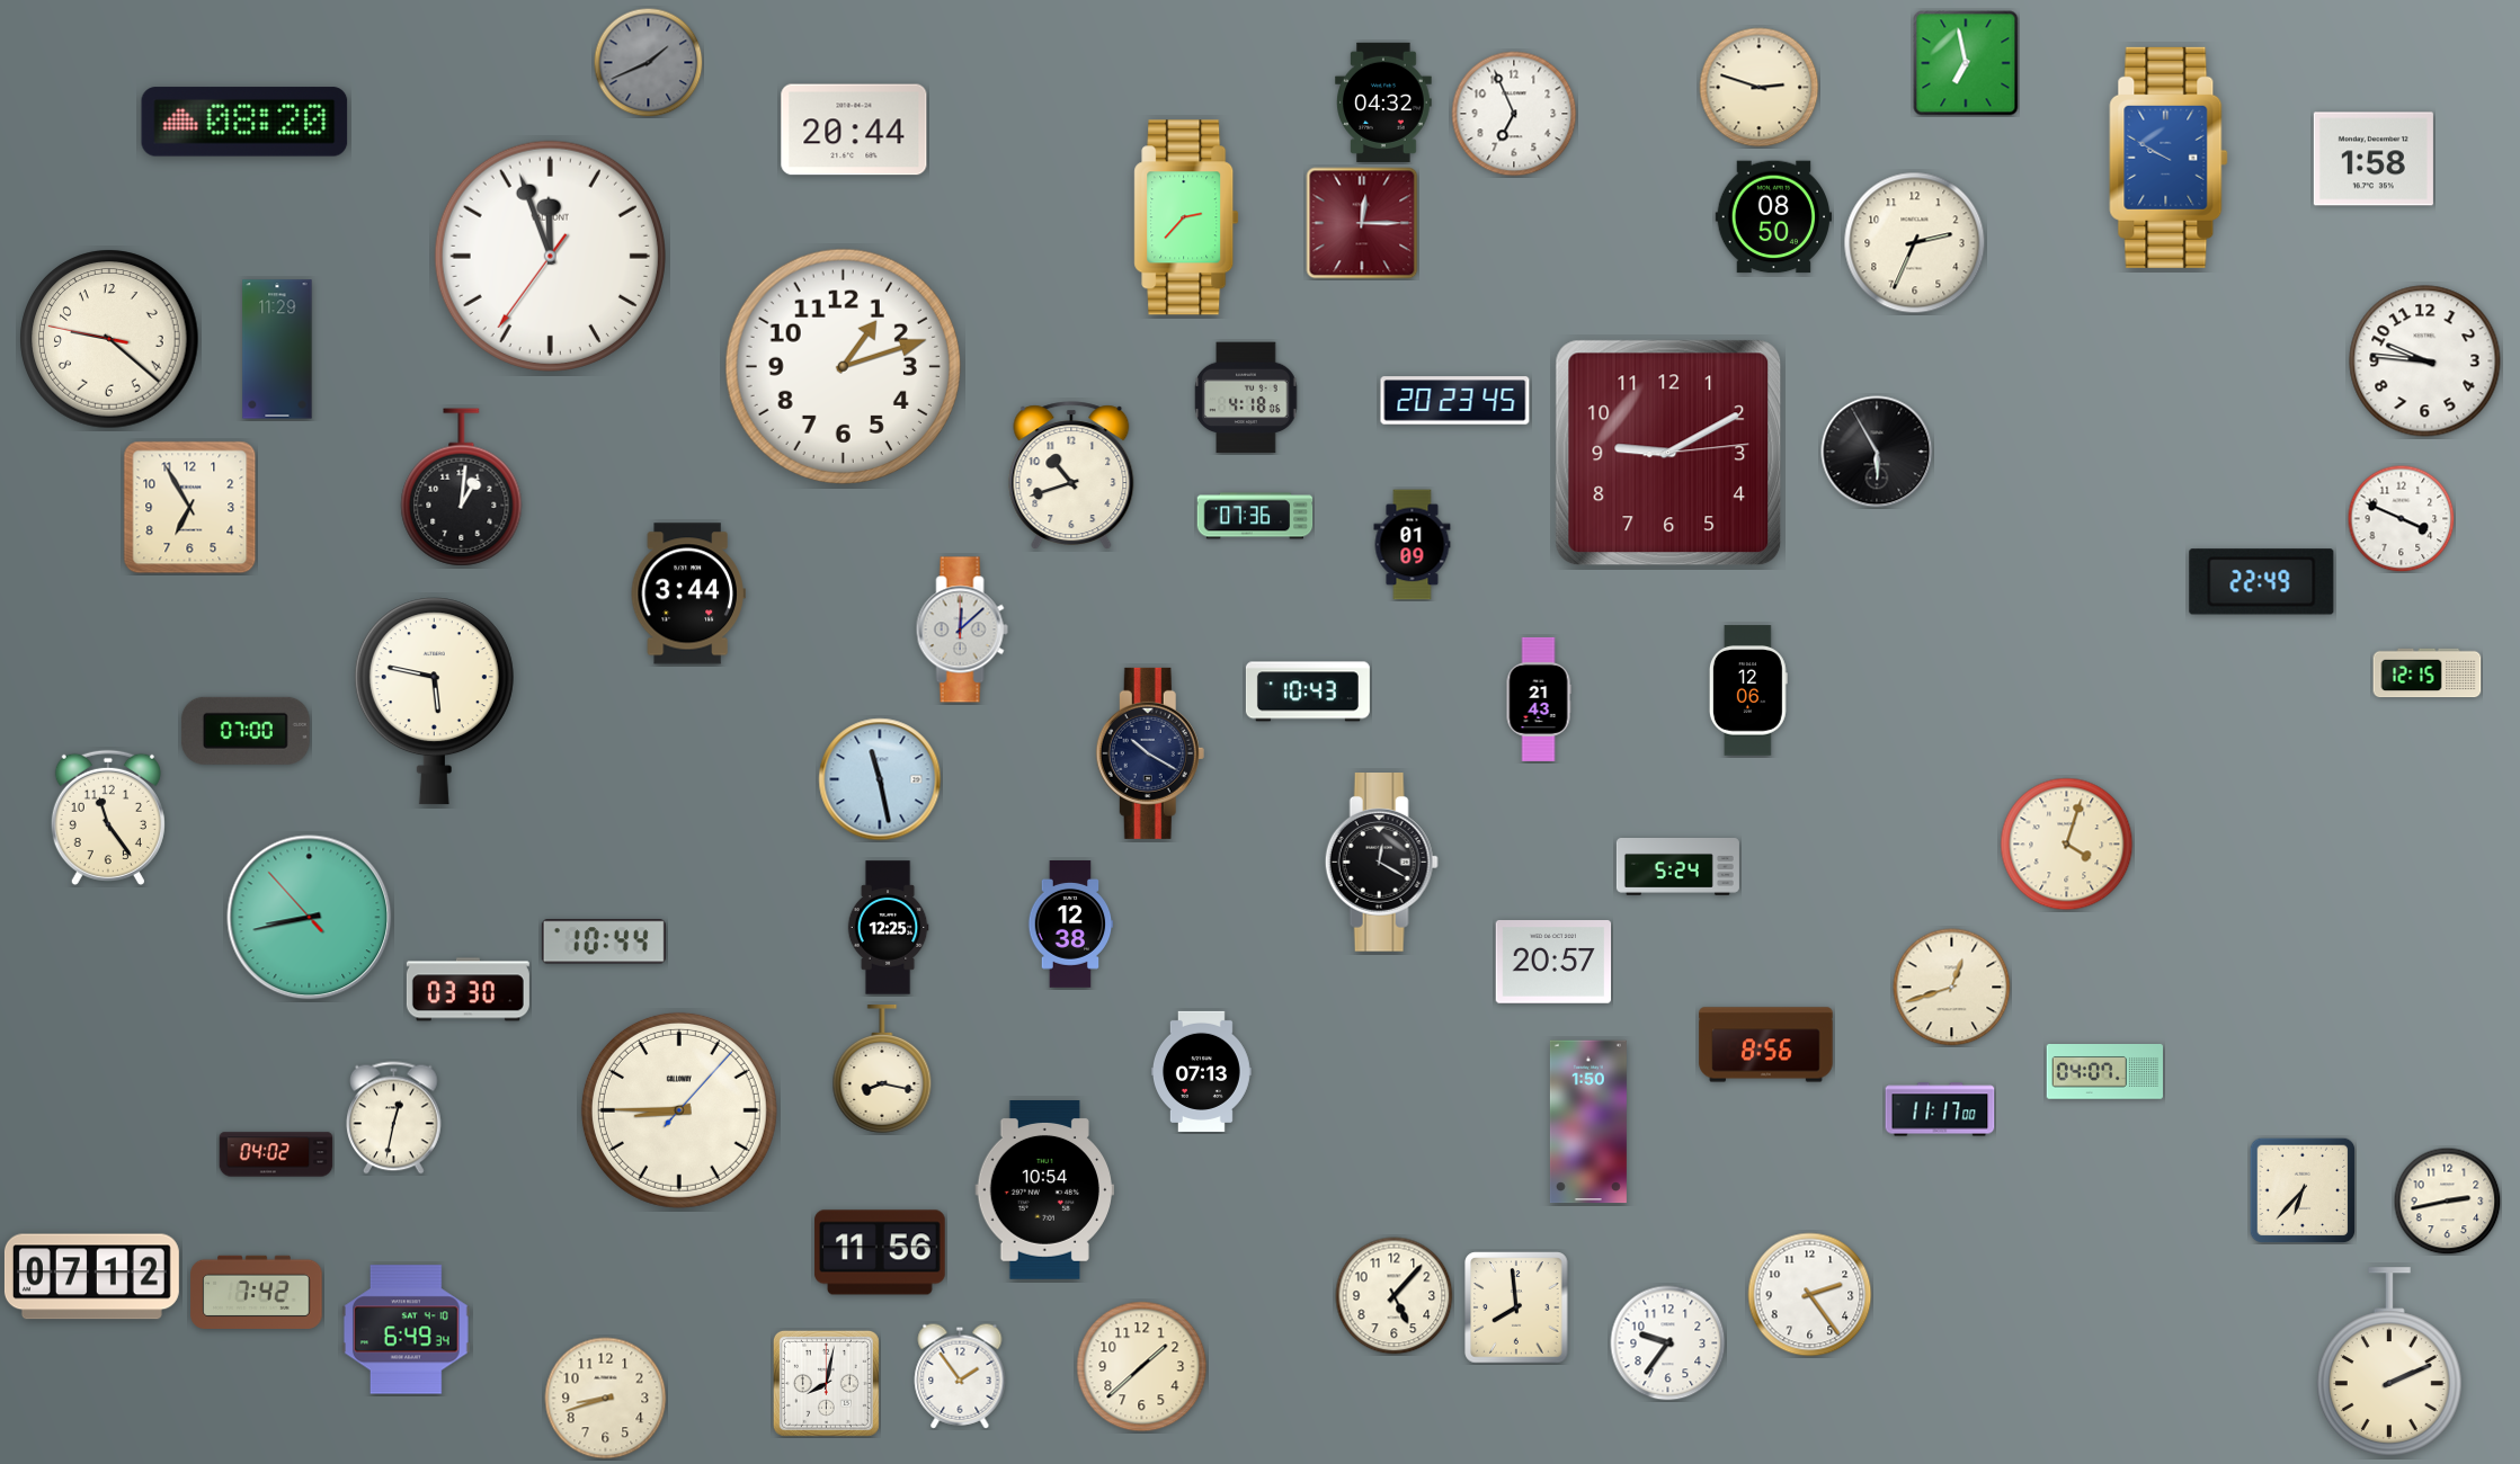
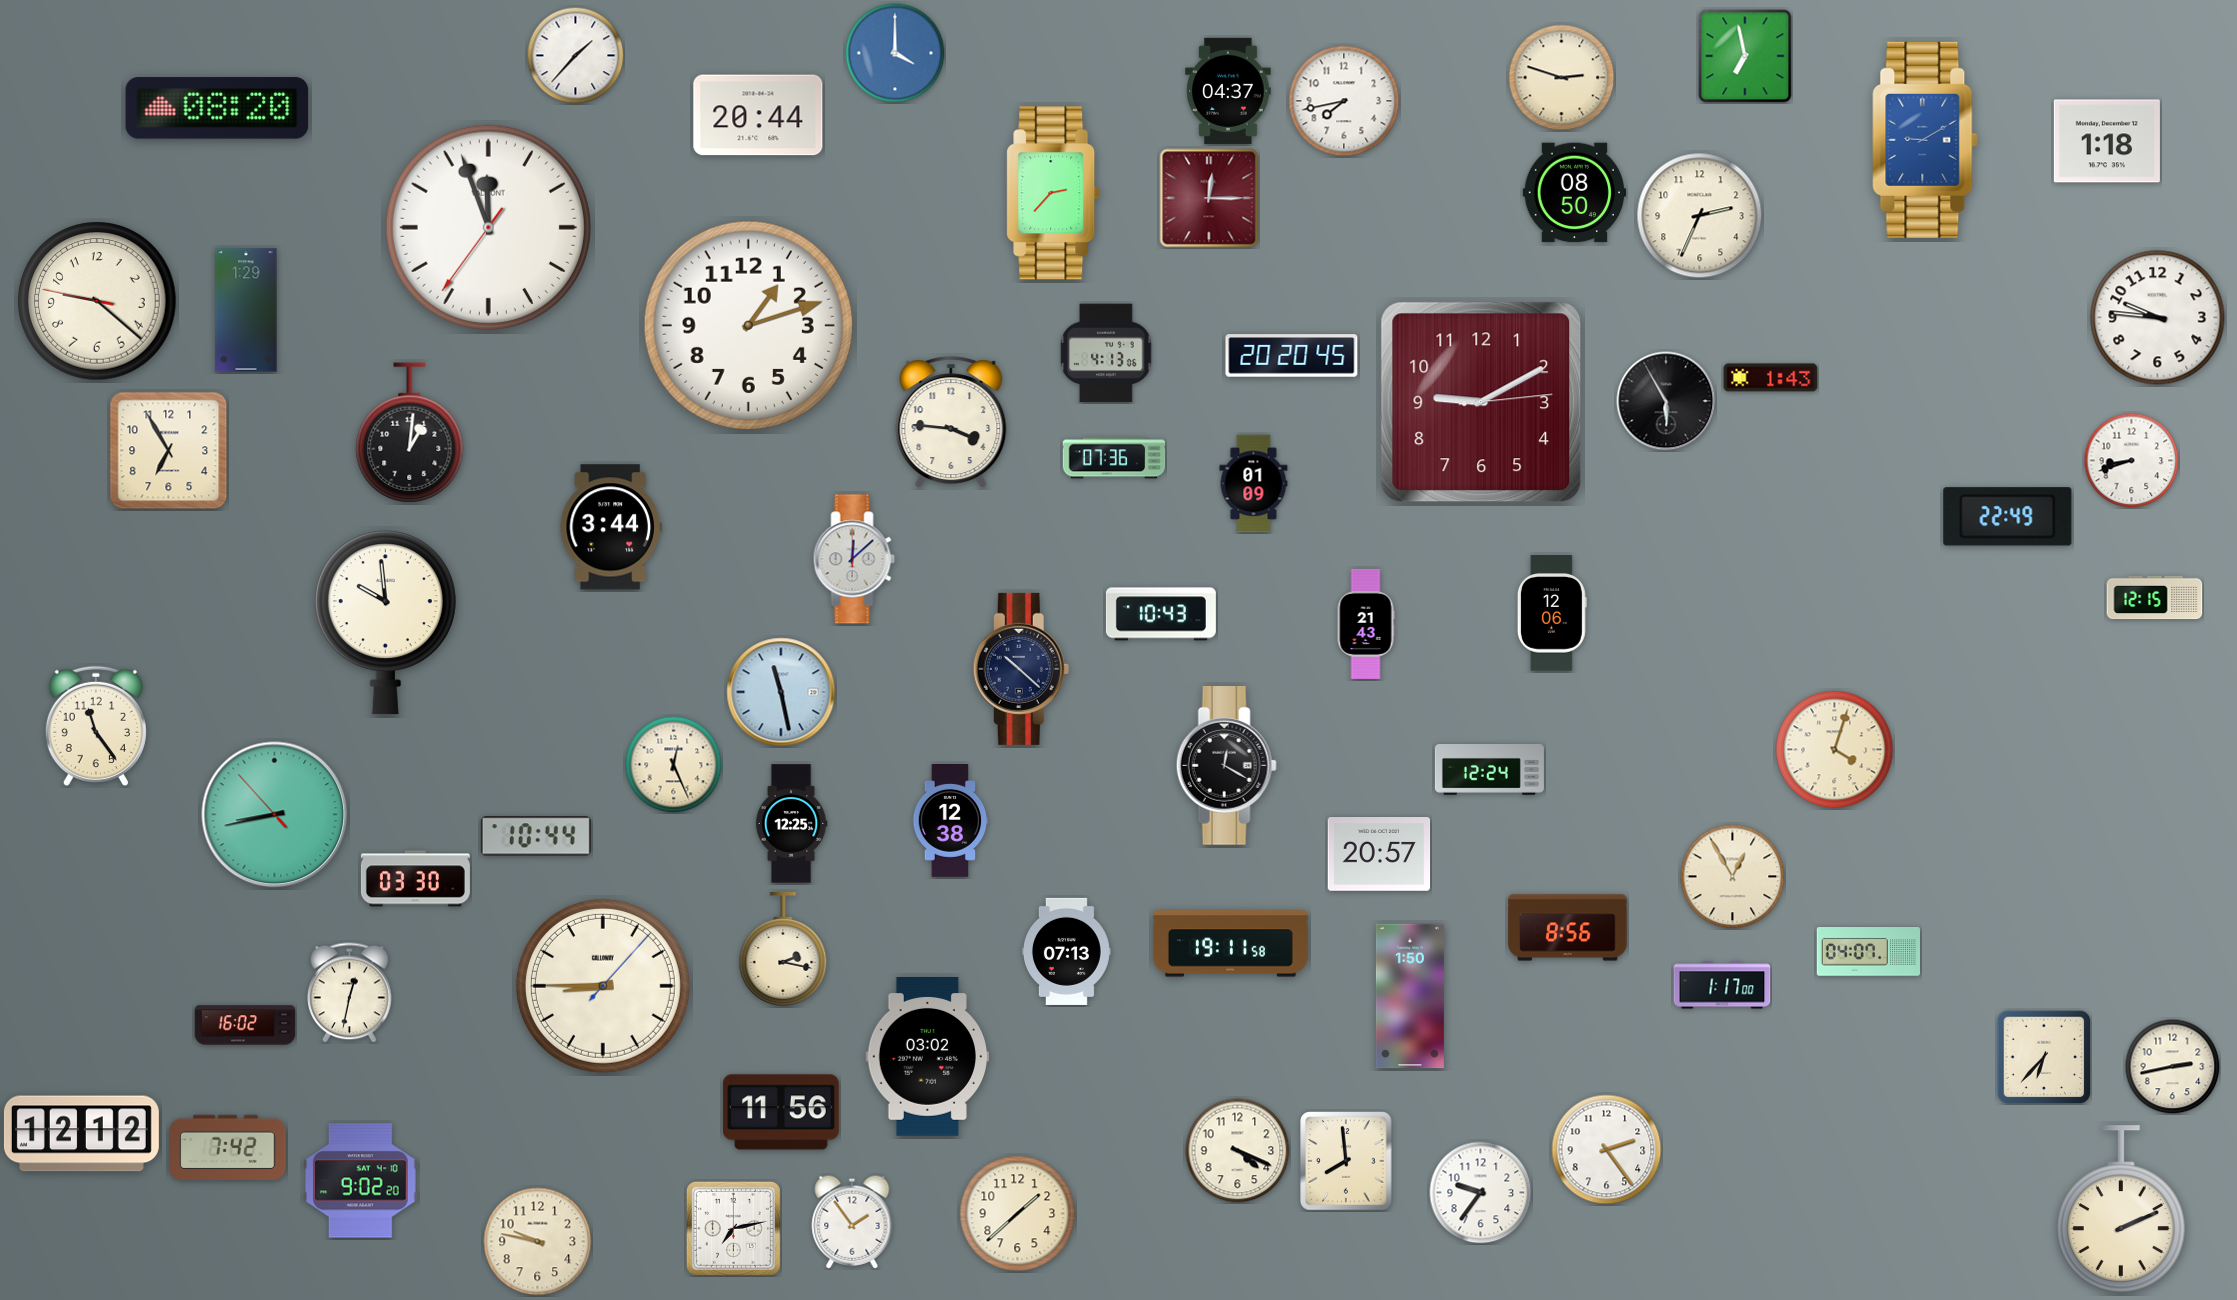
clock at (895, 53): none -> 4:00
clock at (648, 62): 1:41 -> 1:37
clock at (648, 62) dial: grey -> white
clock at (1384, 102): 04:32 -> 04:37
clock at (1514, 114): 6:56 -> 7:43
clock at (2169, 158): 9:50 -> 9:10
clock at (2374, 159): 1:58 -> 1:18
clock at (277, 349): 11:29 -> 1:29
clock at (2425, 361) position: (2425, 361) -> (2158, 318)
clock at (1246, 398): 4:18 -> 4:13
clock at (1455, 401): 20:23 -> 20:20
clock at (1771, 378): none -> 1:43
clock at (1071, 475): 10:42 -> 3:46
clock at (2401, 518): 3:49 -> 8:42
clock at (1539, 699) position: (1539, 699) -> (1366, 624)
clock at (434, 702): 5:47 -> 9:59
clock at (246, 731): 07:00 -> none
clock at (1150, 753): 10:20 -> 10:22
clock at (673, 764): none -> 12:26
clock at (1677, 867): 5:24 -> 12:24
clock at (888, 928) position: (888, 928) -> (791, 824)
clock at (1952, 988): 12:42 -> 12:55
clock at (1230, 944): none -> 19:11
clock at (882, 1070): 8:17 -> 2:17
clock at (1940, 1109): 11:17 -> 1:17
clock at (276, 1154): 04:02 -> 16:02
clock at (1044, 1190): 10:54 -> 03:02
clock at (91, 1277): 07:12 -> 12:12
clock at (1395, 1296): 5:07 -> 4:19
clock at (407, 1330): 6:49 -> 9:02
clock at (1142, 1367) position: (1142, 1367) -> (1018, 1214)
clock at (826, 1383): 8:02 -> 7:13
clock at (606, 1399): 8:42 -> 9:47
